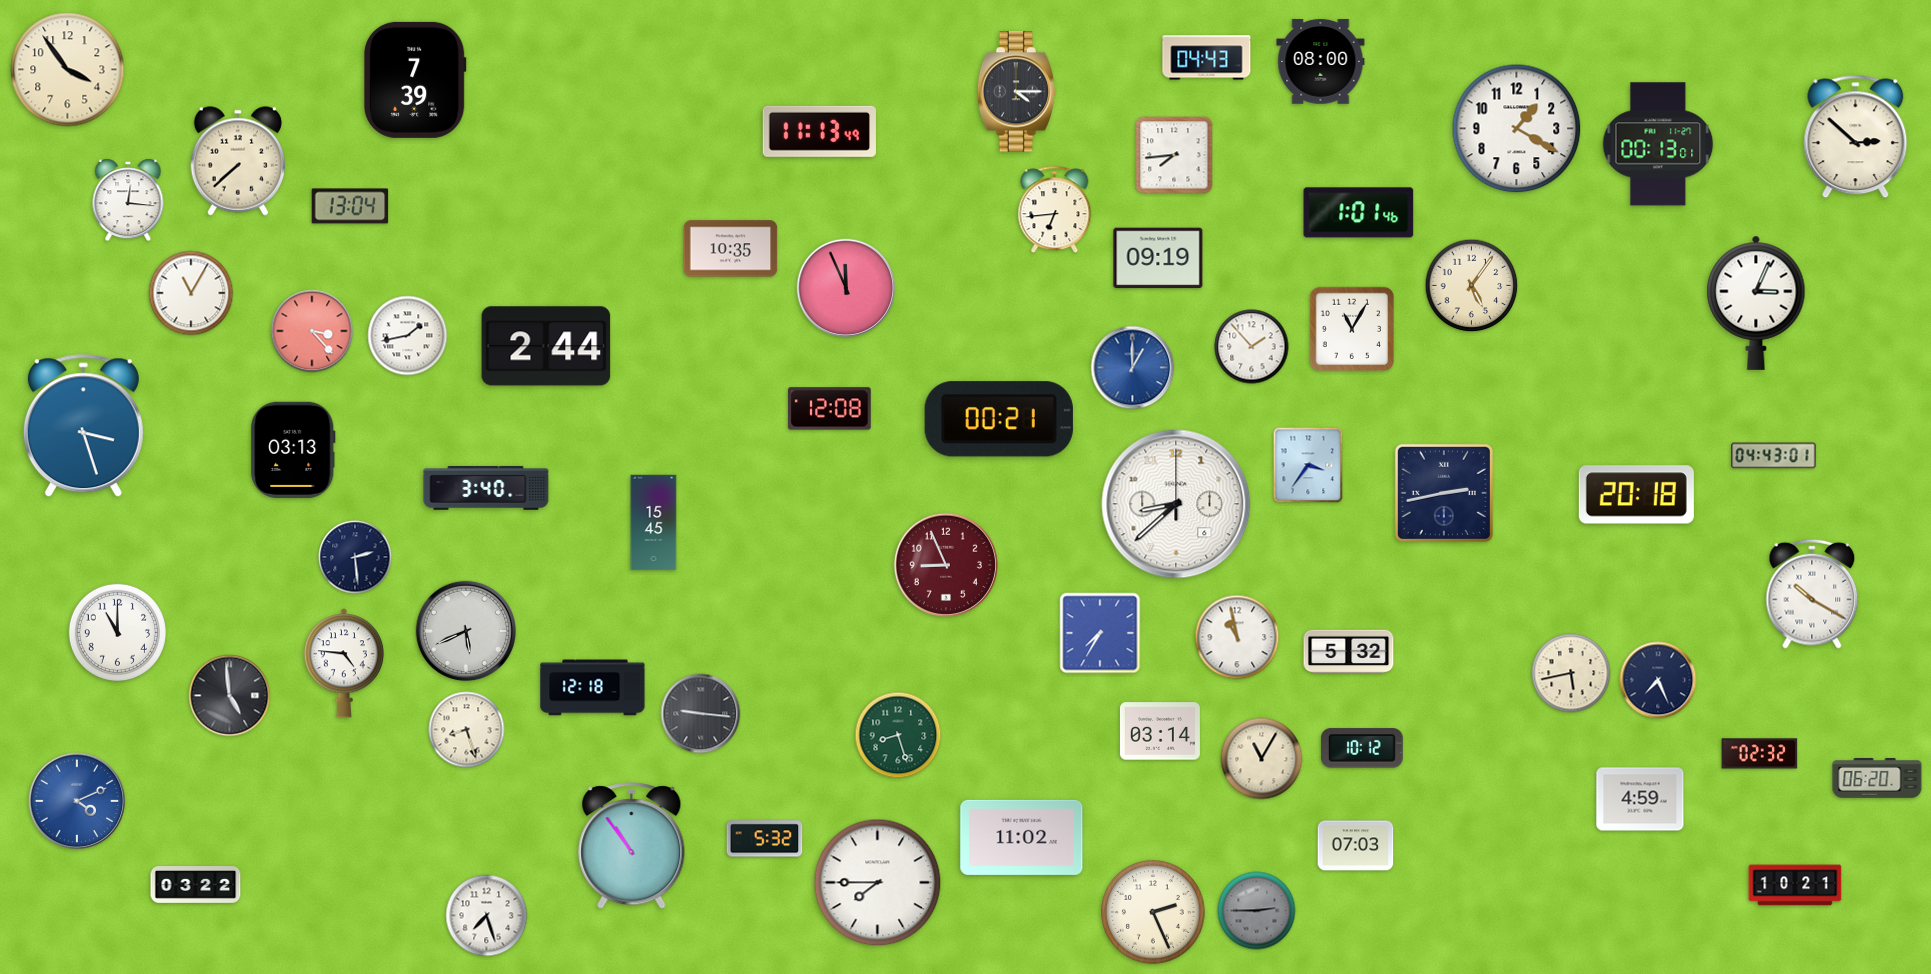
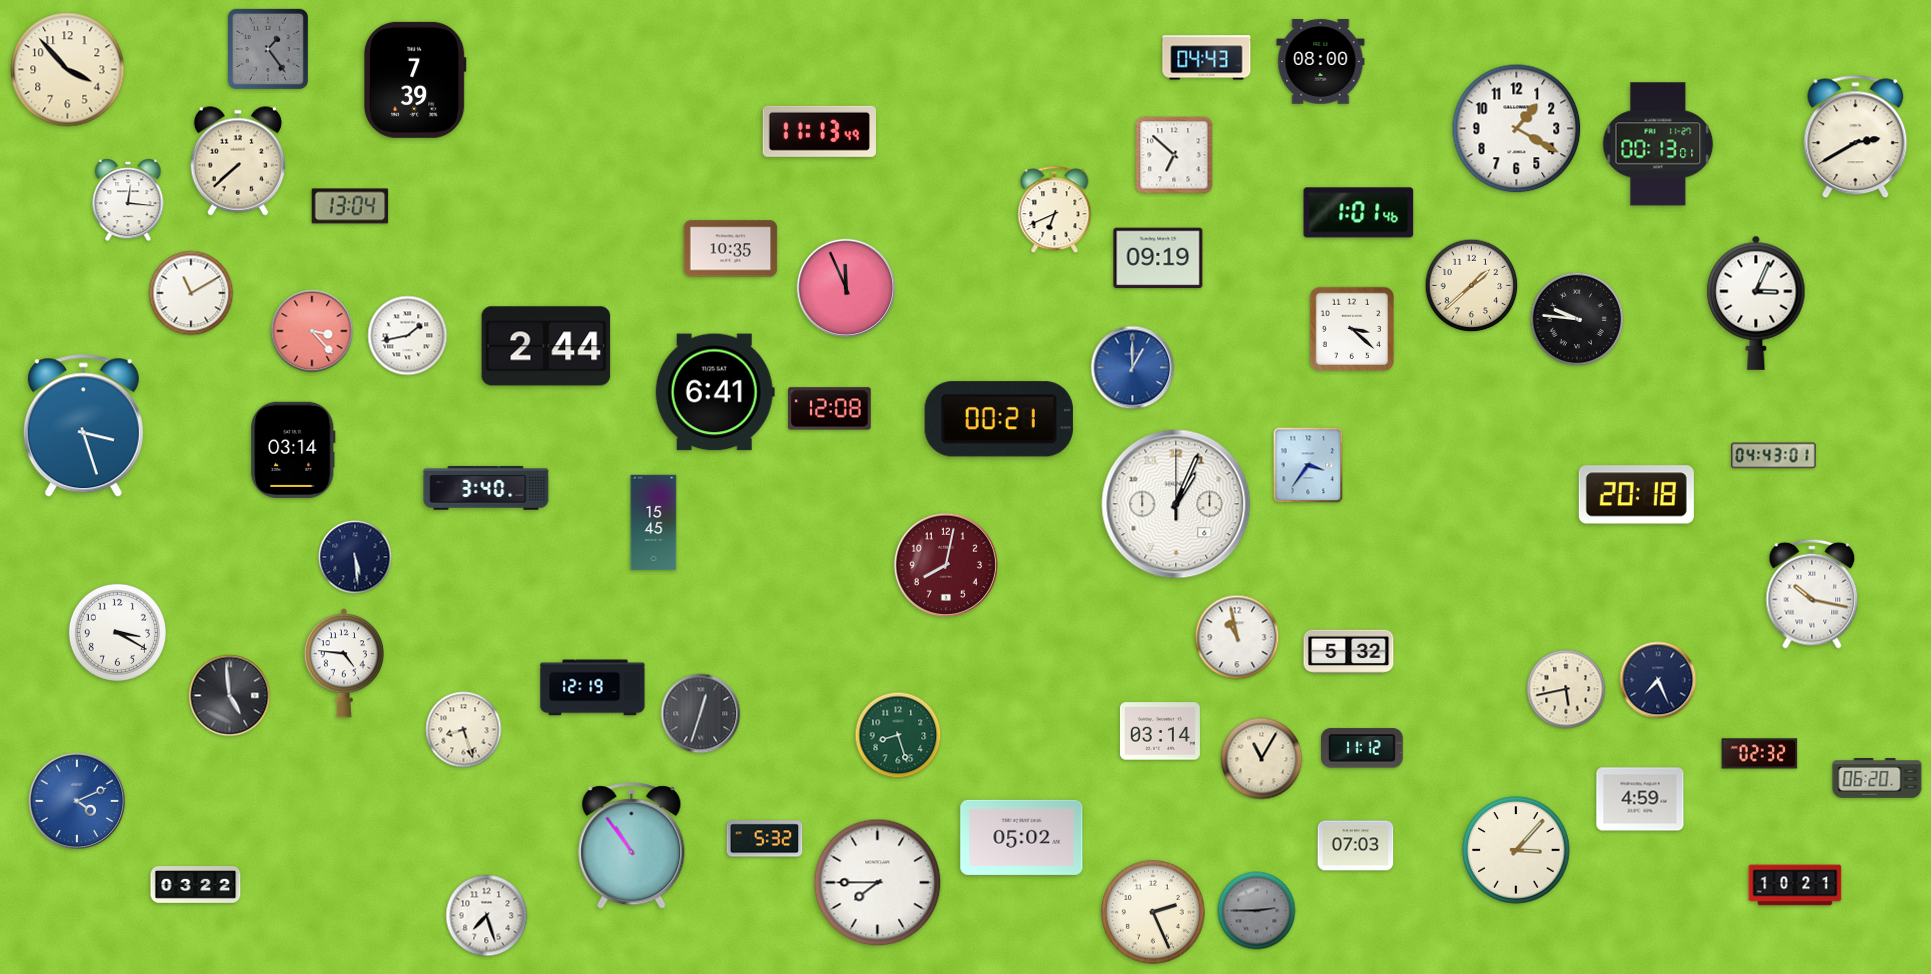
clock at (268, 49): none -> 1:24
clock at (68, 70): 3:54 -> 3:53
clock at (1017, 92): 4:15 -> none
clock at (1856, 137): 2:52 -> 2:40
clock at (1174, 155): 7:44 -> 6:52
clock at (1055, 210): 6:44 -> 6:41
clock at (1472, 286): 5:06 -> 1:38
clock at (191, 293): 11:05 -> 11:10
clock at (1577, 319): none -> 9:46
clock at (1351, 328): 11:05 -> 3:22
clock at (1252, 347): 1:53 -> none
clock at (715, 392): none -> 6:41
clock at (293, 450): 03:13 -> 03:14
clock at (1444, 493): 2:43 -> none
clock at (1176, 504): 8:38 -> 1:04
clock at (355, 557): 2:29 -> 5:29
clock at (946, 565): 8:56 -> 8:02
clock at (1812, 594): 10:20 -> 10:17
clock at (465, 630): 5:41 -> none
clock at (117, 632): 11:00 -> 3:20
clock at (1100, 633): 7:35 -> none
clock at (1571, 673) position: (1571, 673) -> (1566, 689)
clock at (593, 688): 12:18 -> 12:19
clock at (701, 714): 9:16 -> 12:33
clock at (467, 730) position: (467, 730) -> (464, 730)
clock at (1362, 748): 10:12 -> 11:12
clock at (1022, 837): 11:02 -> 05:02
clock at (1516, 850): none -> 3:07
